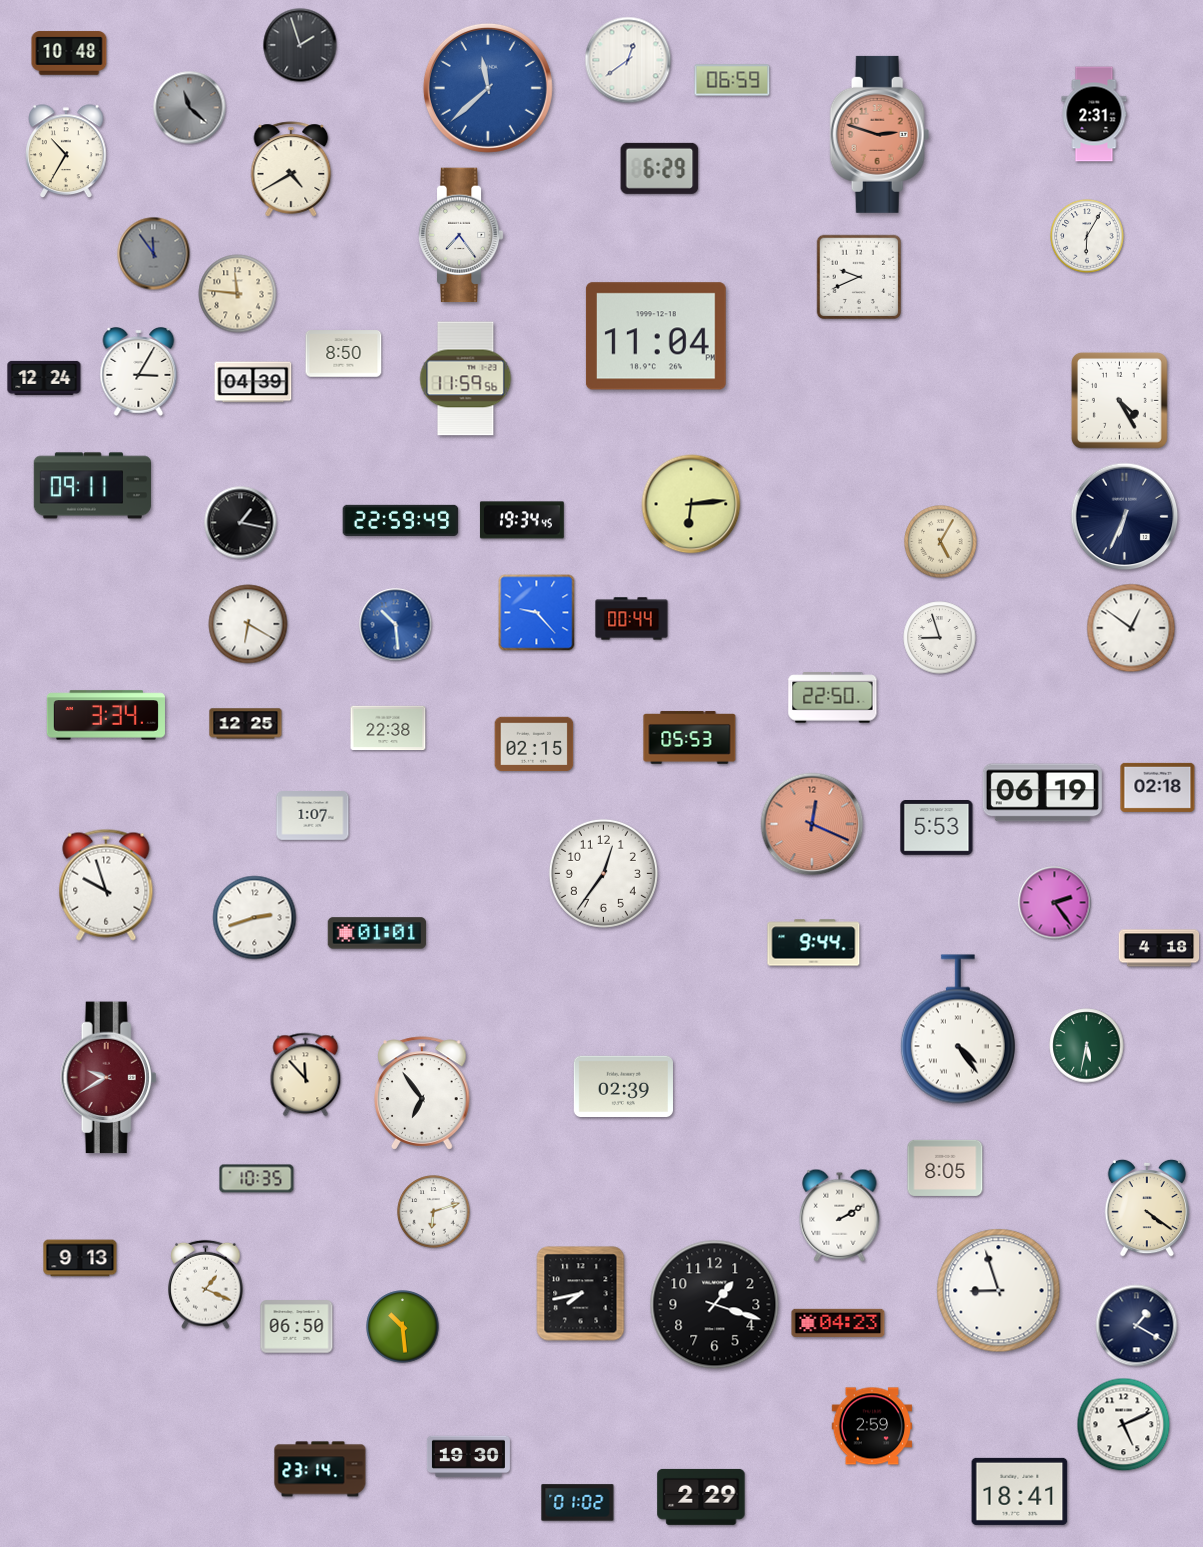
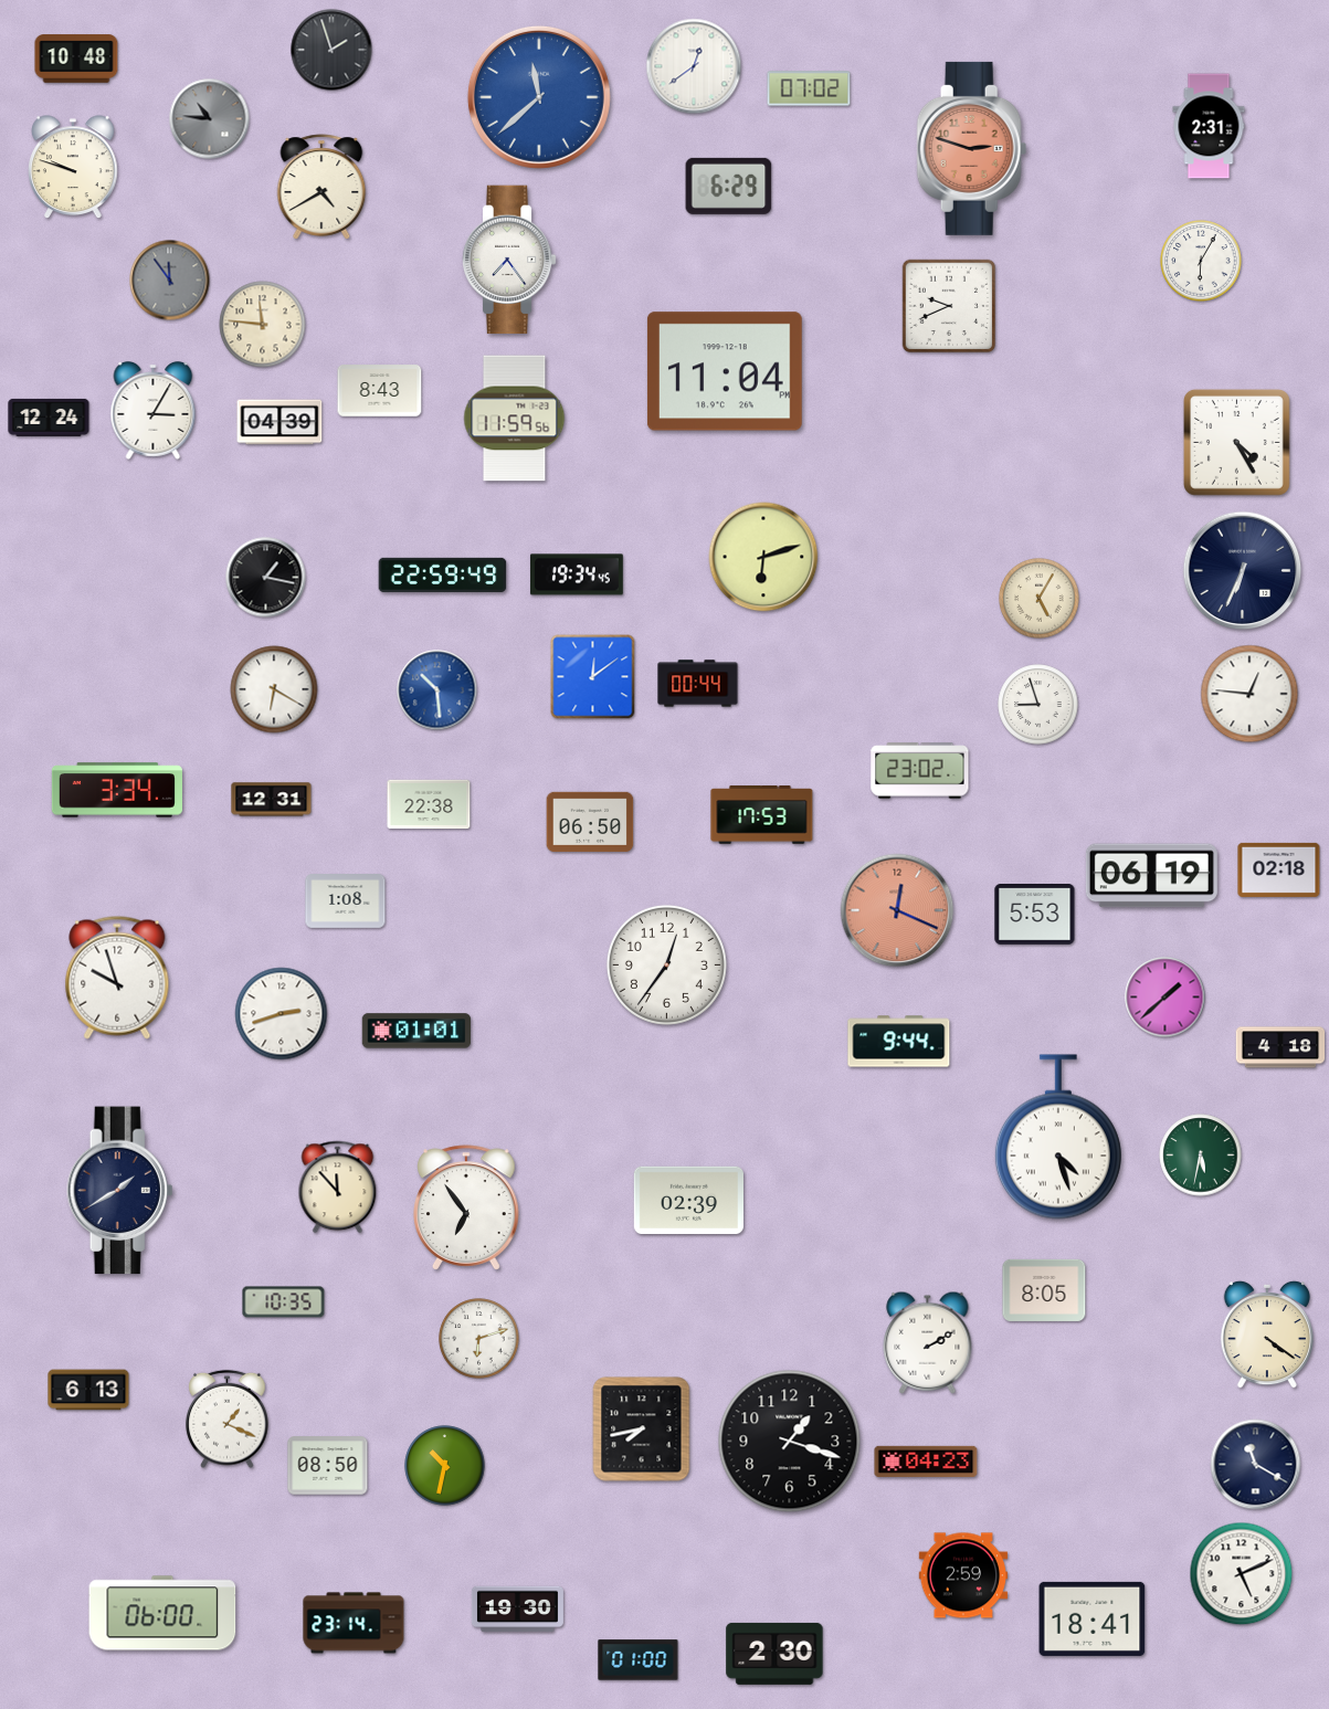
clock at (732, 80): 06:59 -> 07:02
clock at (190, 108): 11:22 -> 10:46
clock at (67, 152): 10:35 -> 9:48
clock at (344, 354): 8:50 -> 8:43
clock at (92, 486): 09:11 -> none
clock at (691, 504): 6:14 -> 6:12
clock at (537, 613): 9:23 -> 12:09
clock at (1131, 628): 12:51 -> 12:46
clock at (833, 698): 22:50 -> 23:02
clock at (246, 724): 12:25 -> 12:31
clock at (690, 738): 05:53 -> 17:53
clock at (534, 744): 02:15 -> 06:50
clock at (313, 816): 1:07 -> 1:08
clock at (1055, 903): 2:24 -> 1:38
clock at (958, 1029): 4:24 -> 4:27
clock at (109, 1078): 9:40 -> 1:40
clock at (109, 1078) dial: burgundy -> navy
clock at (80, 1258): 9:13 -> 6:13
clock at (999, 1291): 8:57 -> none
clock at (1137, 1326): 1:20 -> 11:20
clock at (297, 1327): 06:50 -> 08:50
clock at (403, 1327): 10:29 -> 10:32
clock at (162, 1613): none -> 06:00
clock at (1020, 1491) position: (1020, 1491) -> (1093, 1618)
clock at (701, 1497): 2:29 -> 2:30
clock at (578, 1503): 01:02 -> 01:00
